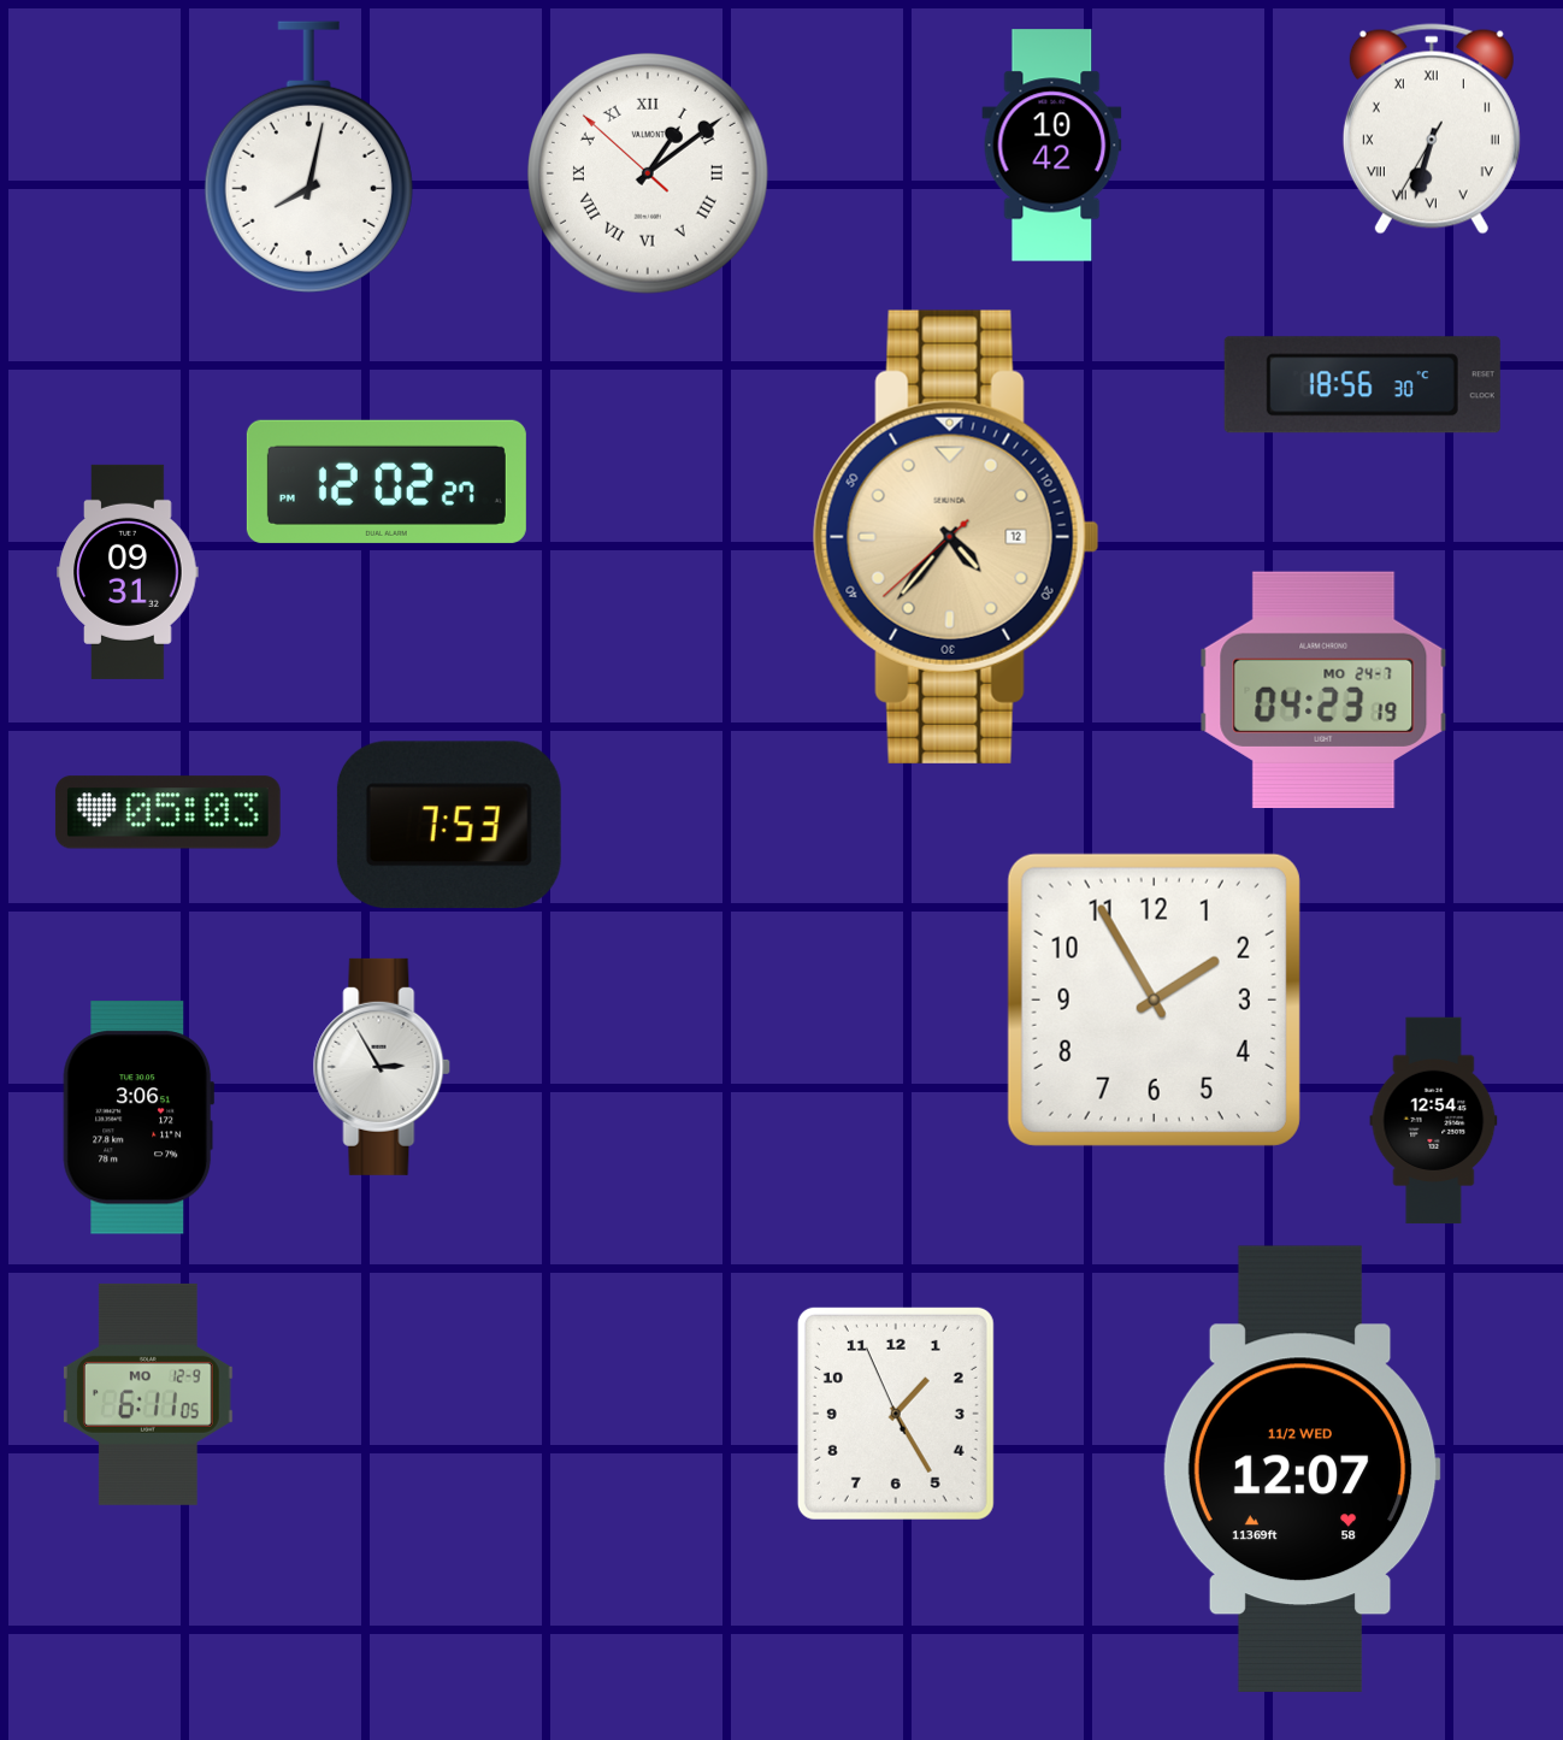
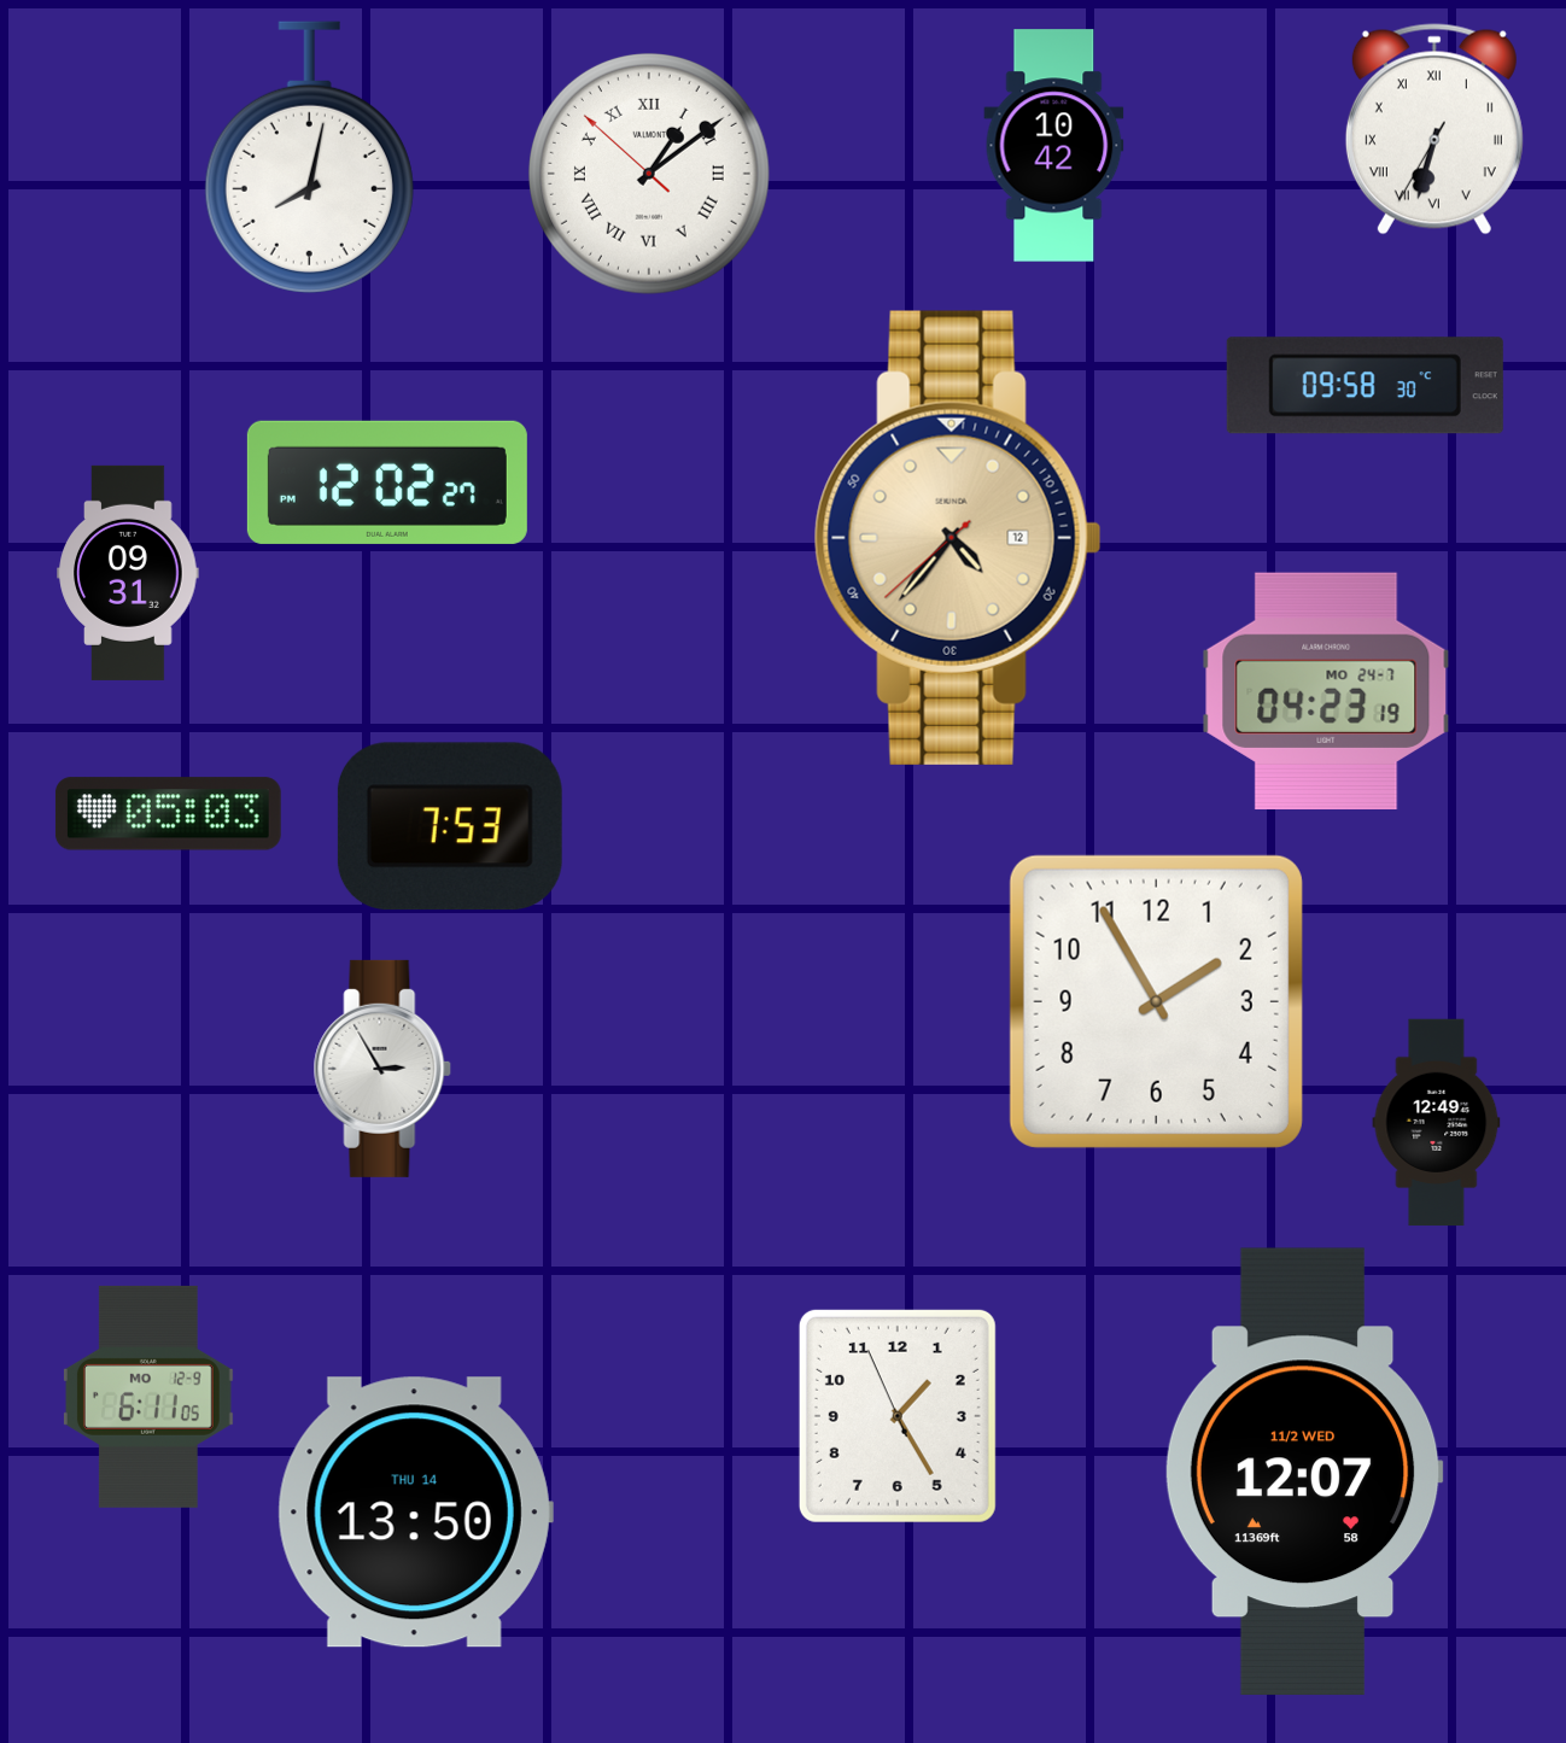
clock at (1362, 385): 18:56 -> 09:58
clock at (138, 1117): 3:06 -> none
clock at (1434, 1121): 12:54 -> 12:49
clock at (415, 1513): none -> 13:50
